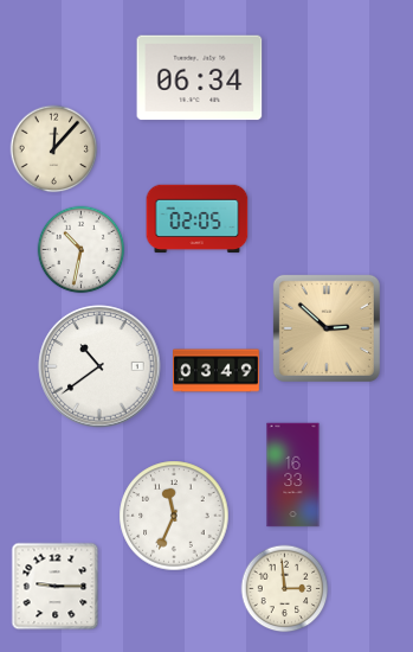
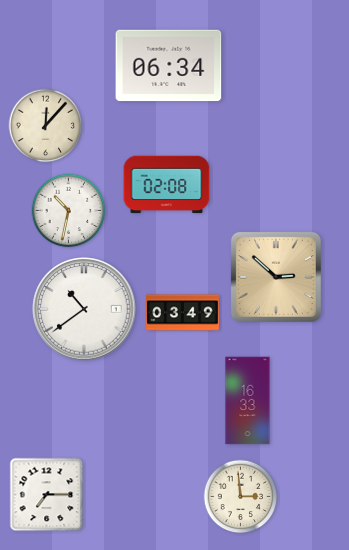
clock at (198, 219): 02:05 -> 02:08
clock at (174, 516): 11:34 -> none
clock at (56, 587): 9:15 -> 7:15
